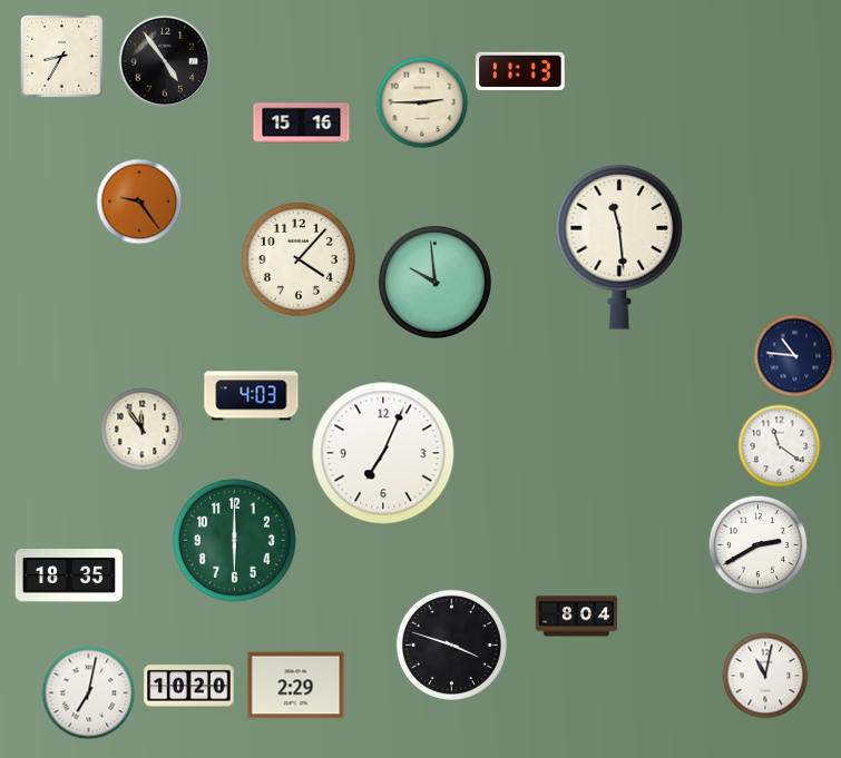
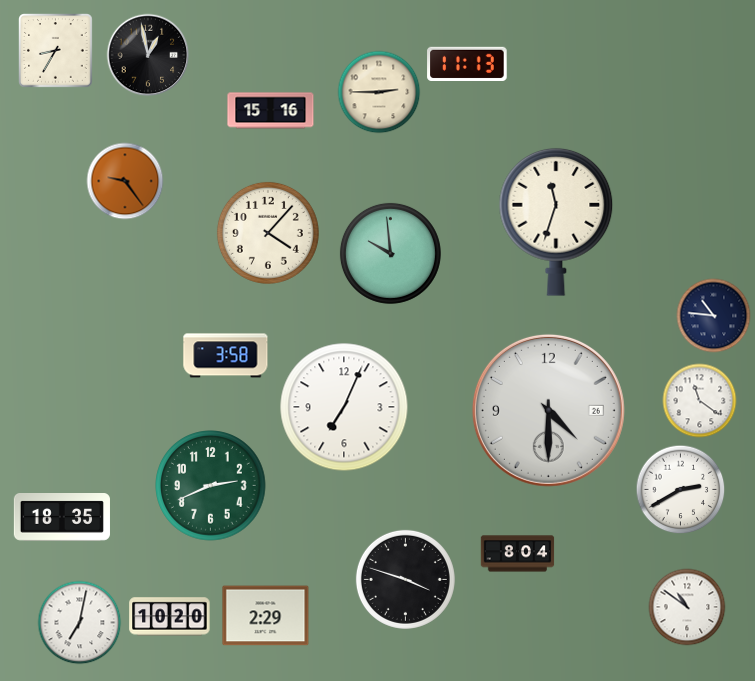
clock at (165, 61): 4:54 -> 12:58
clock at (619, 247): 11:29 -> 11:33
clock at (795, 356) position: (795, 356) -> (714, 316)
clock at (252, 396): 4:03 -> 3:58
clock at (143, 430): 11:54 -> none
clock at (548, 410): none -> 4:30
clock at (235, 541): 6:00 -> 2:41
clock at (765, 676): 11:02 -> 10:51
